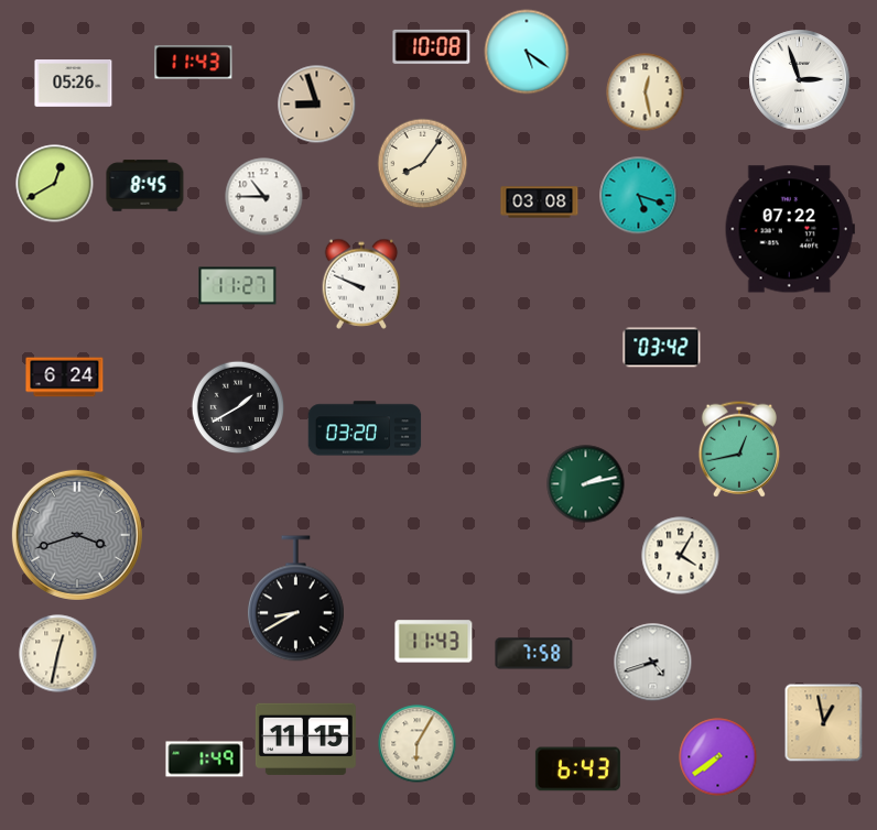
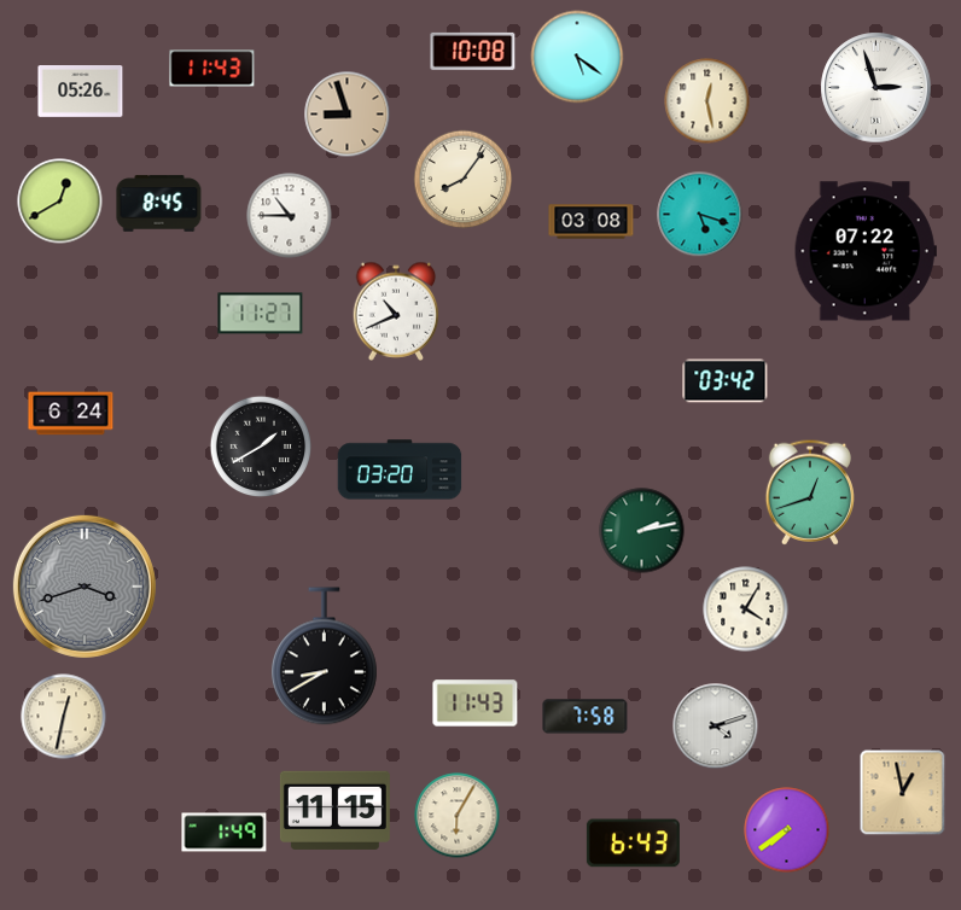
clock at (361, 284): 9:49 -> 10:41
clock at (739, 449): 12:43 -> 12:42
clock at (653, 663): 4:42 -> 4:12
